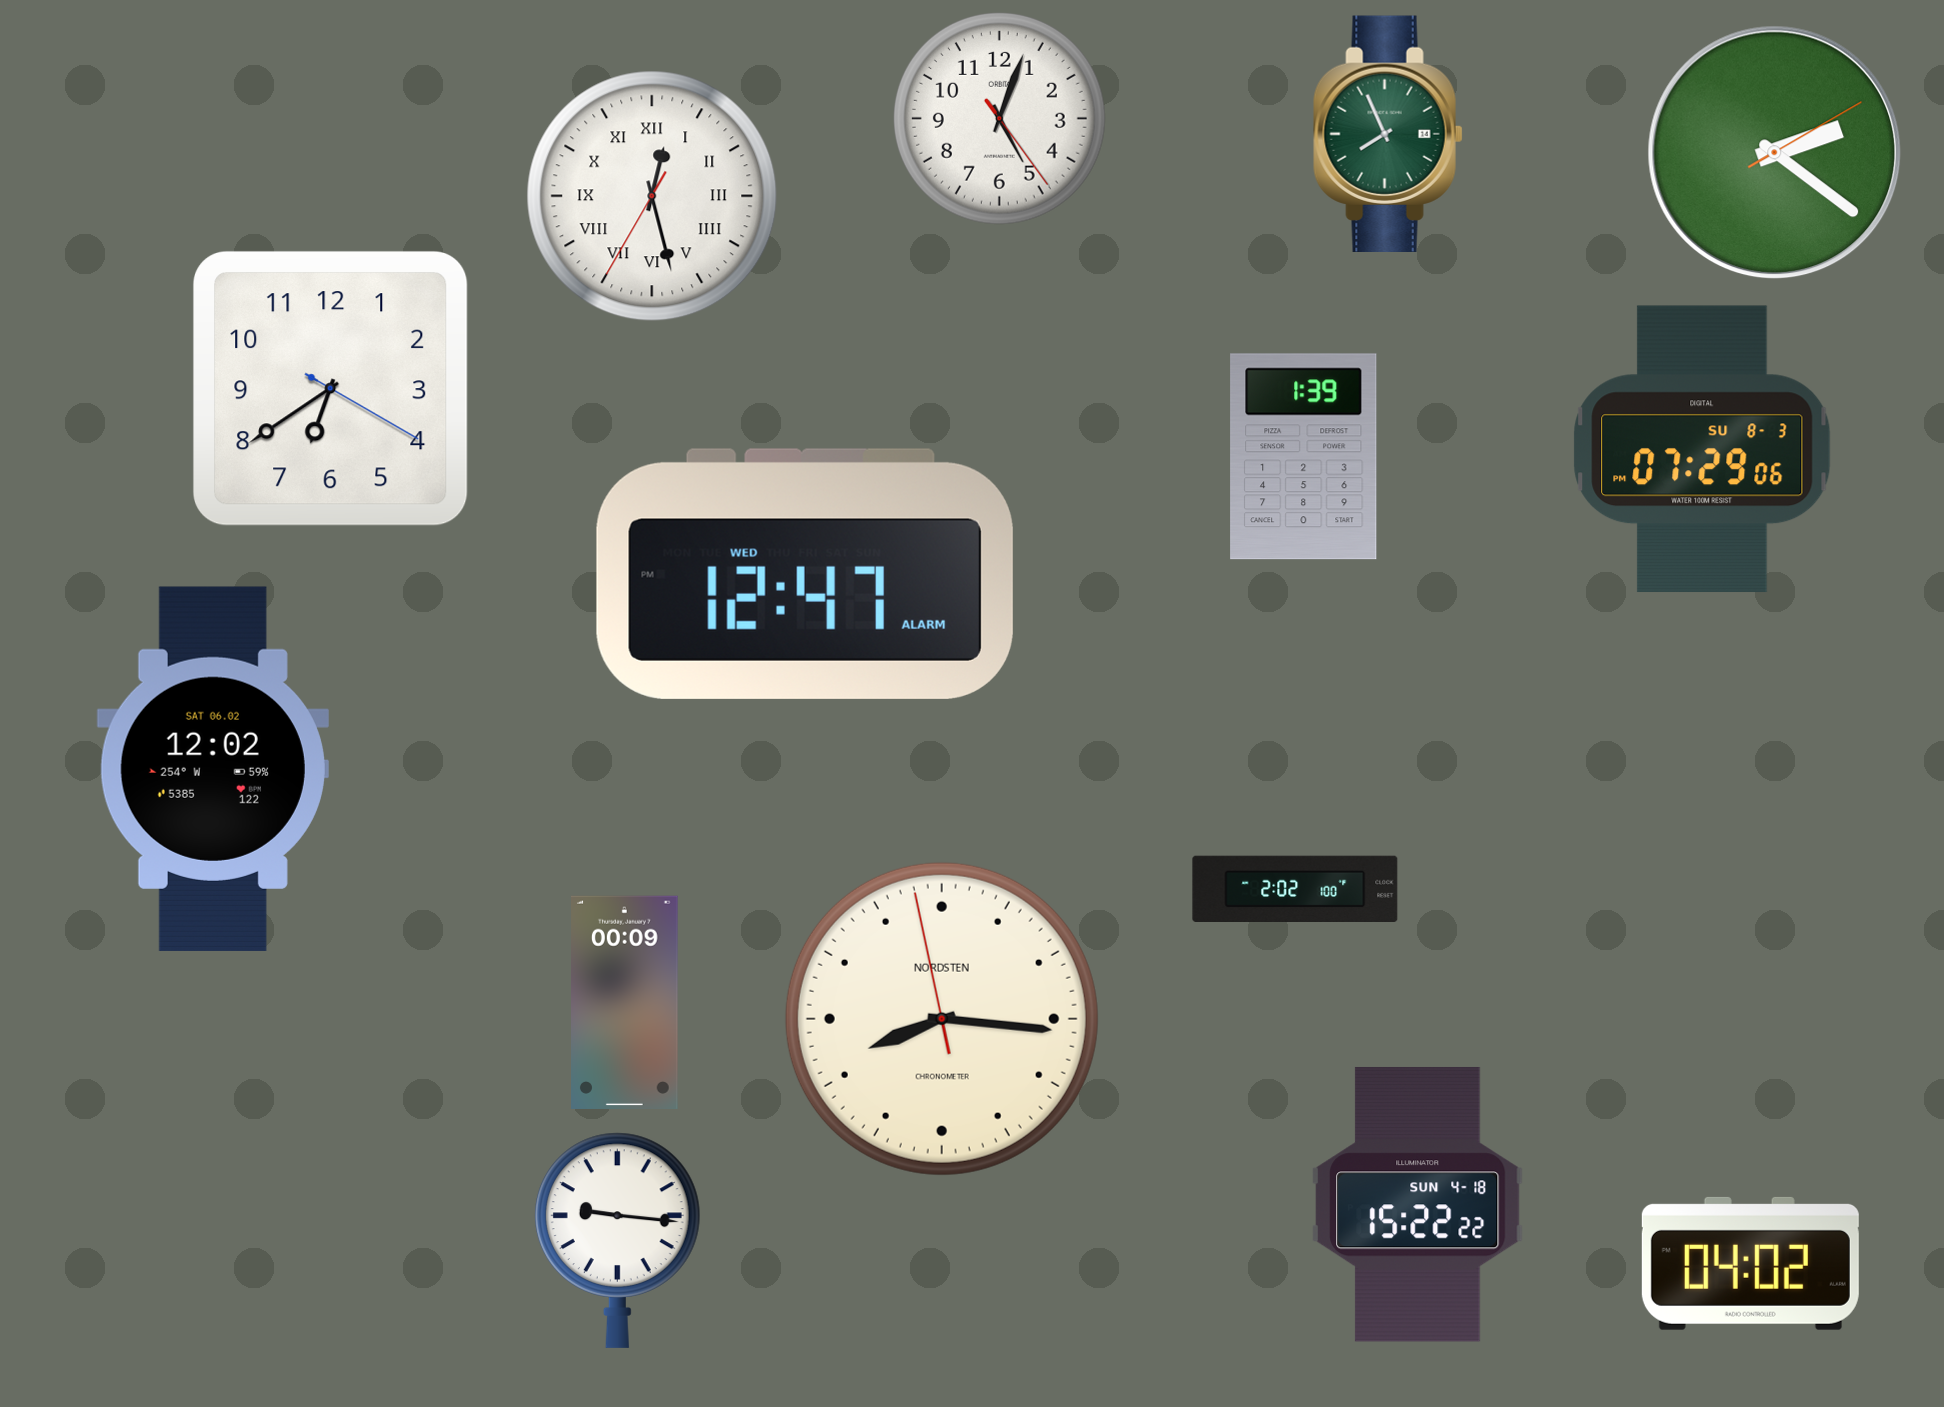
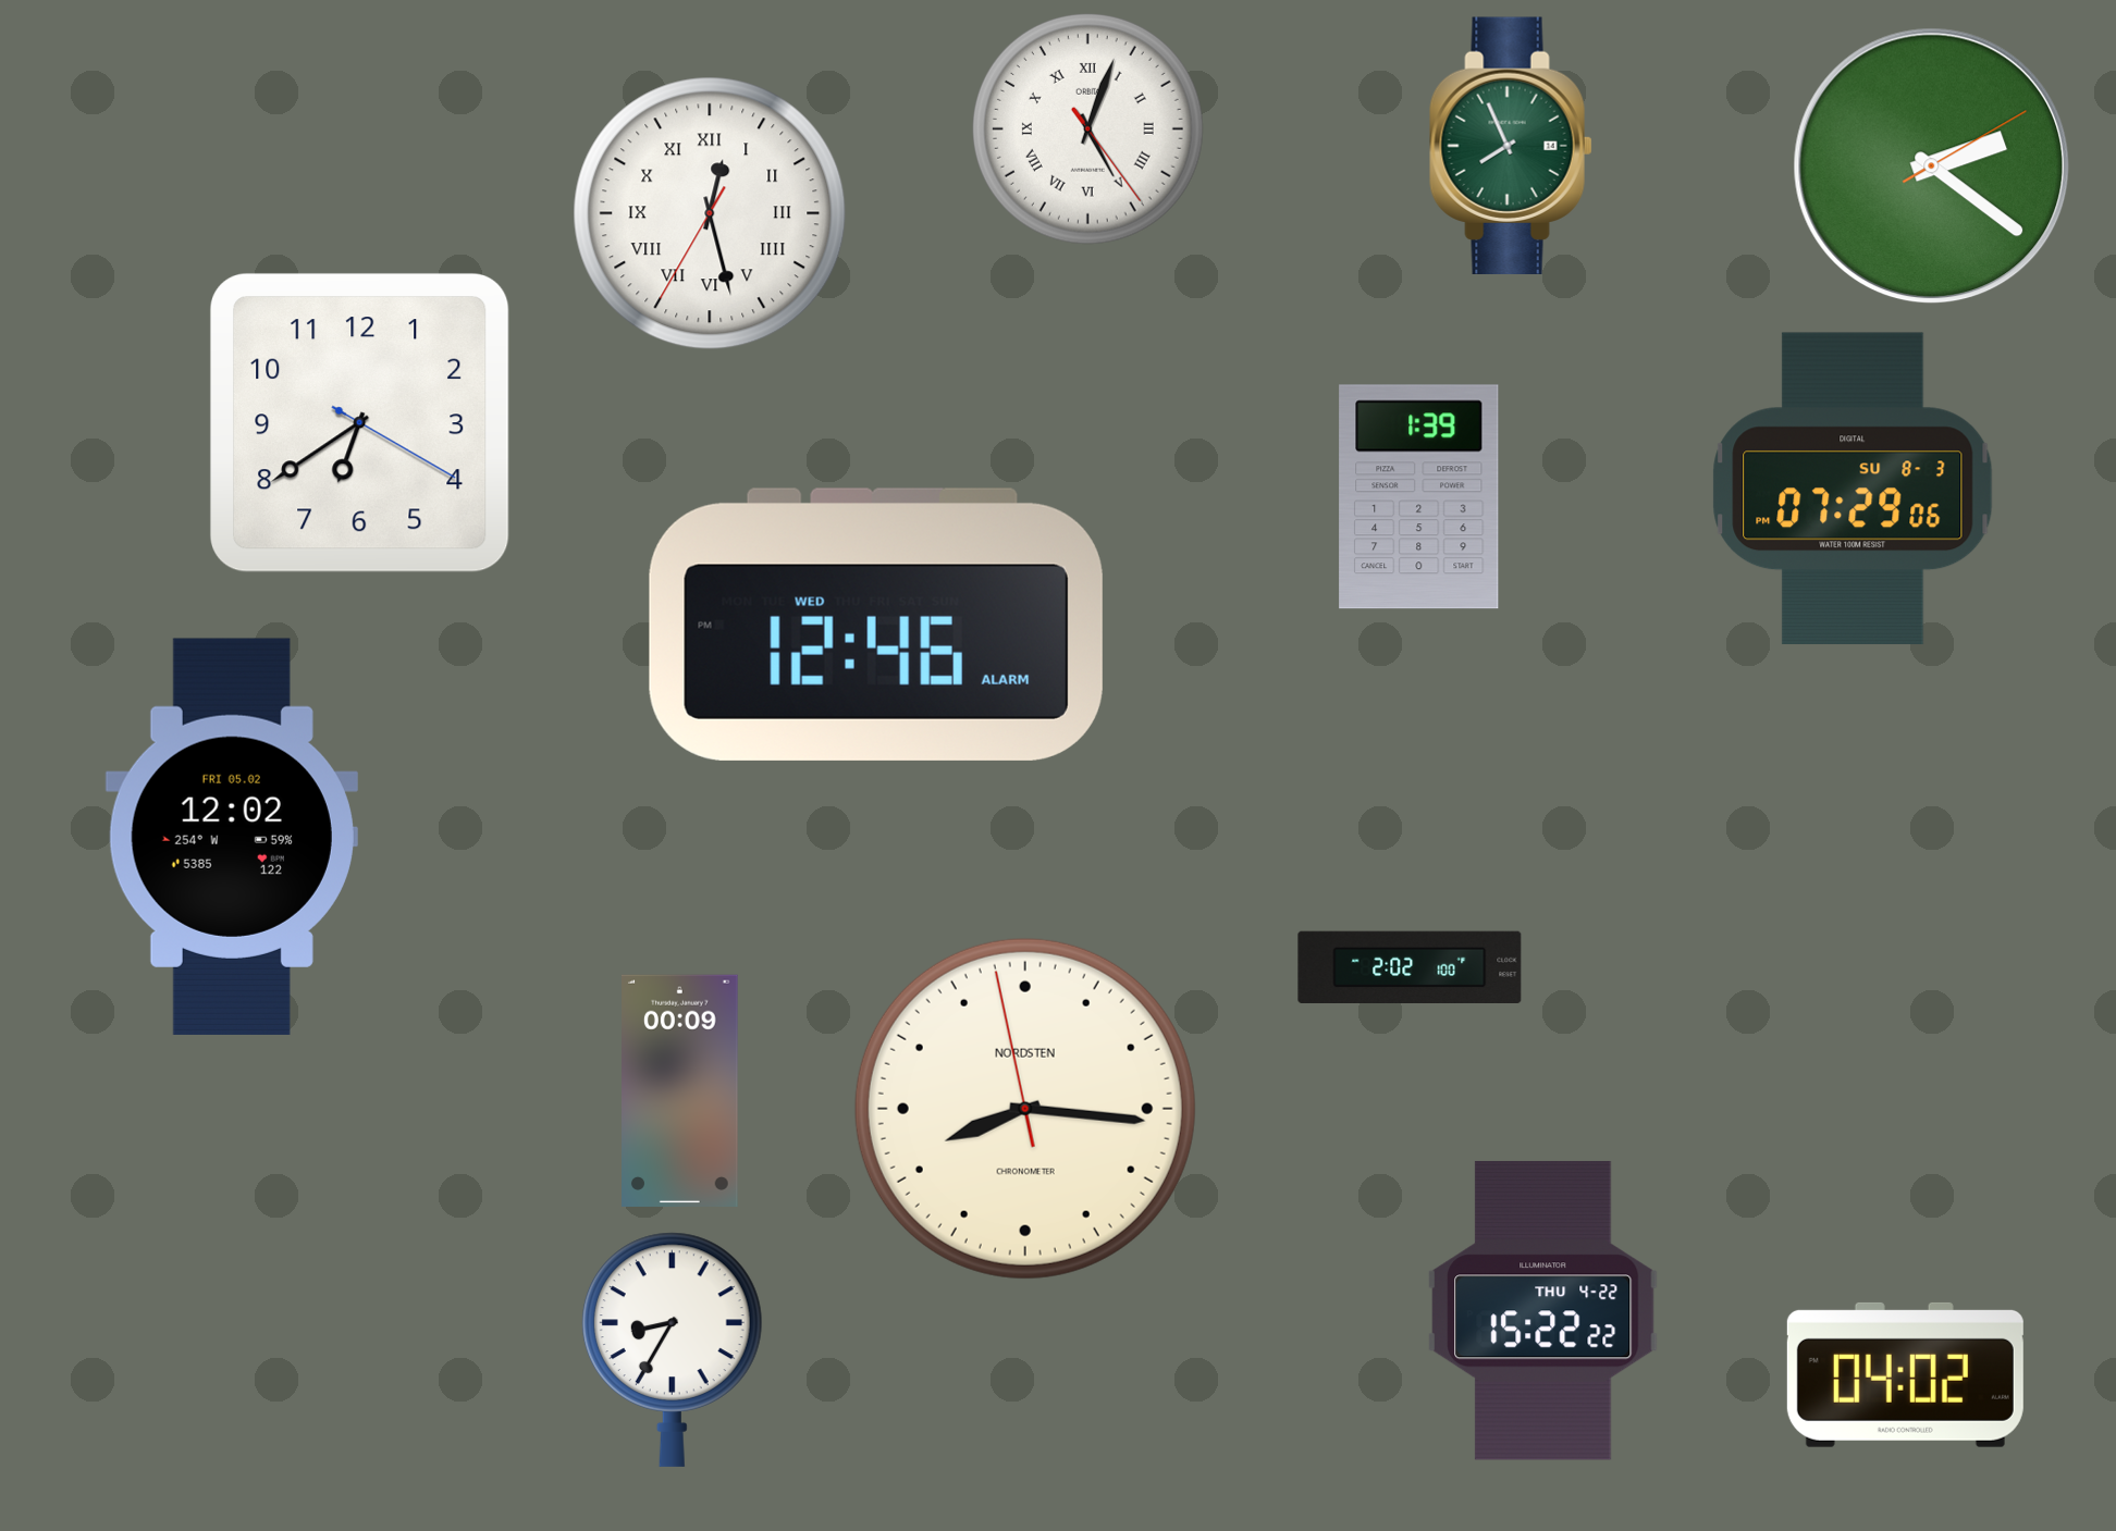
clock at (999, 118) numerals: Arabic -> Roman
clock at (805, 574): 12:47 -> 12:46
clock at (213, 769) date: SAT 06.02 -> FRI 05.02
clock at (1418, 1204) date: SUN 4-18 -> THU 4-22
clock at (617, 1240): 9:16 -> 8:35
